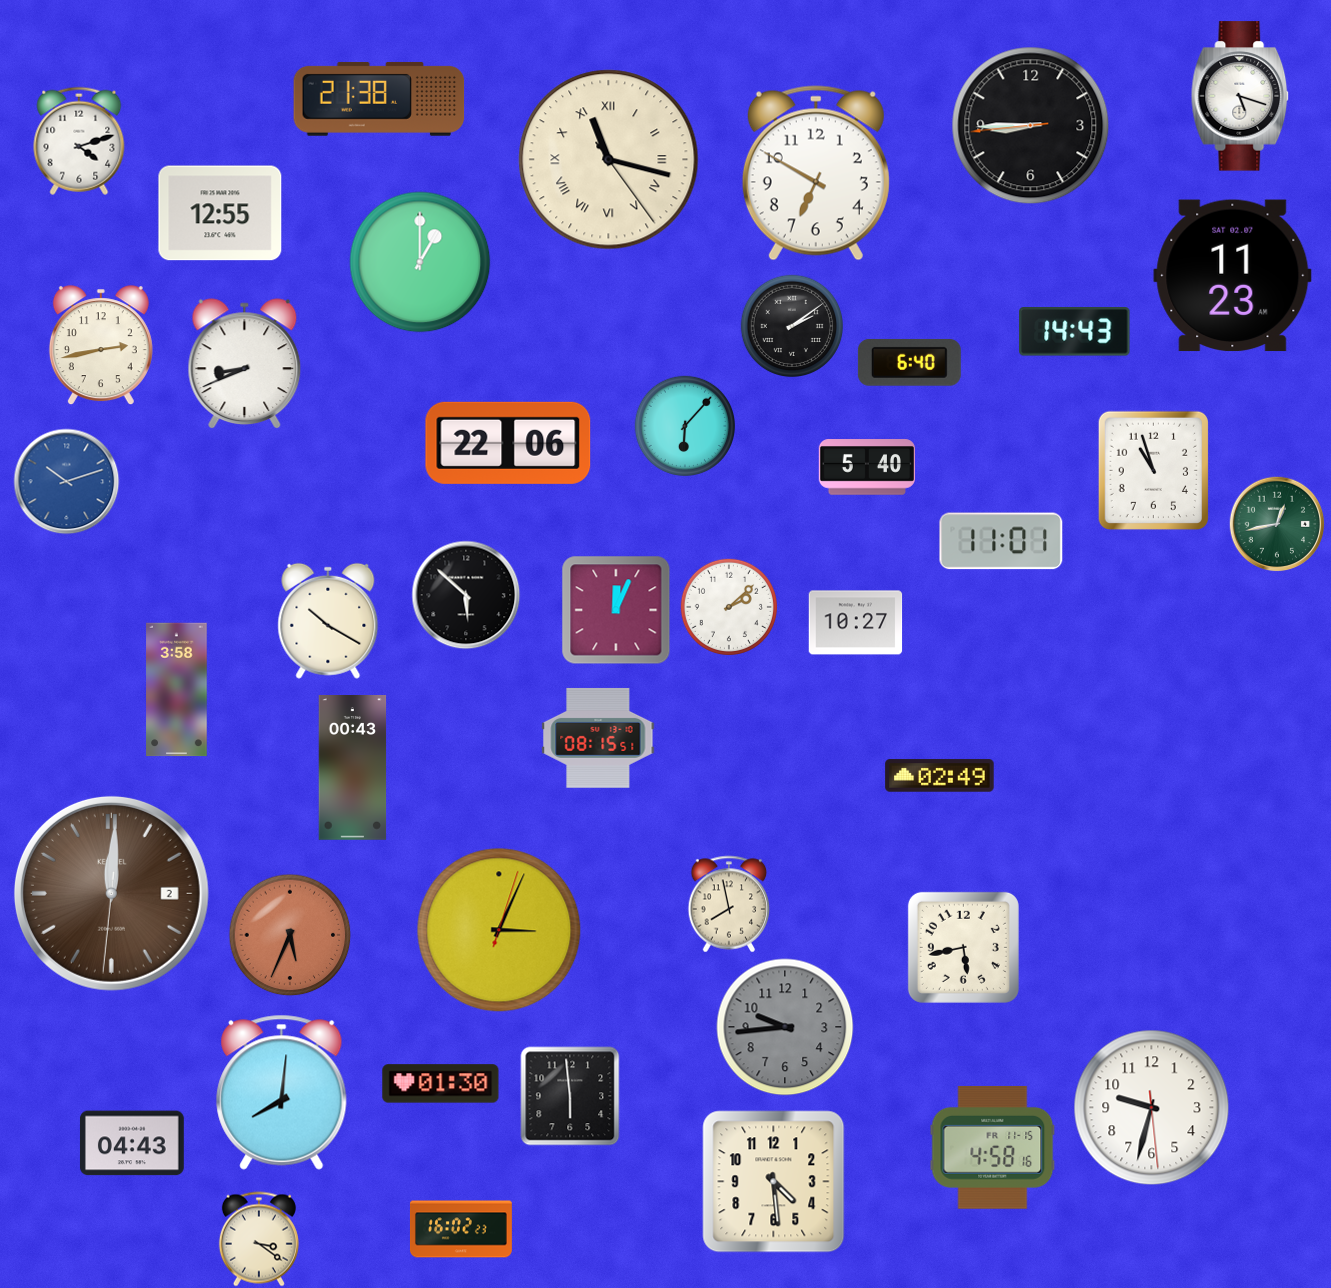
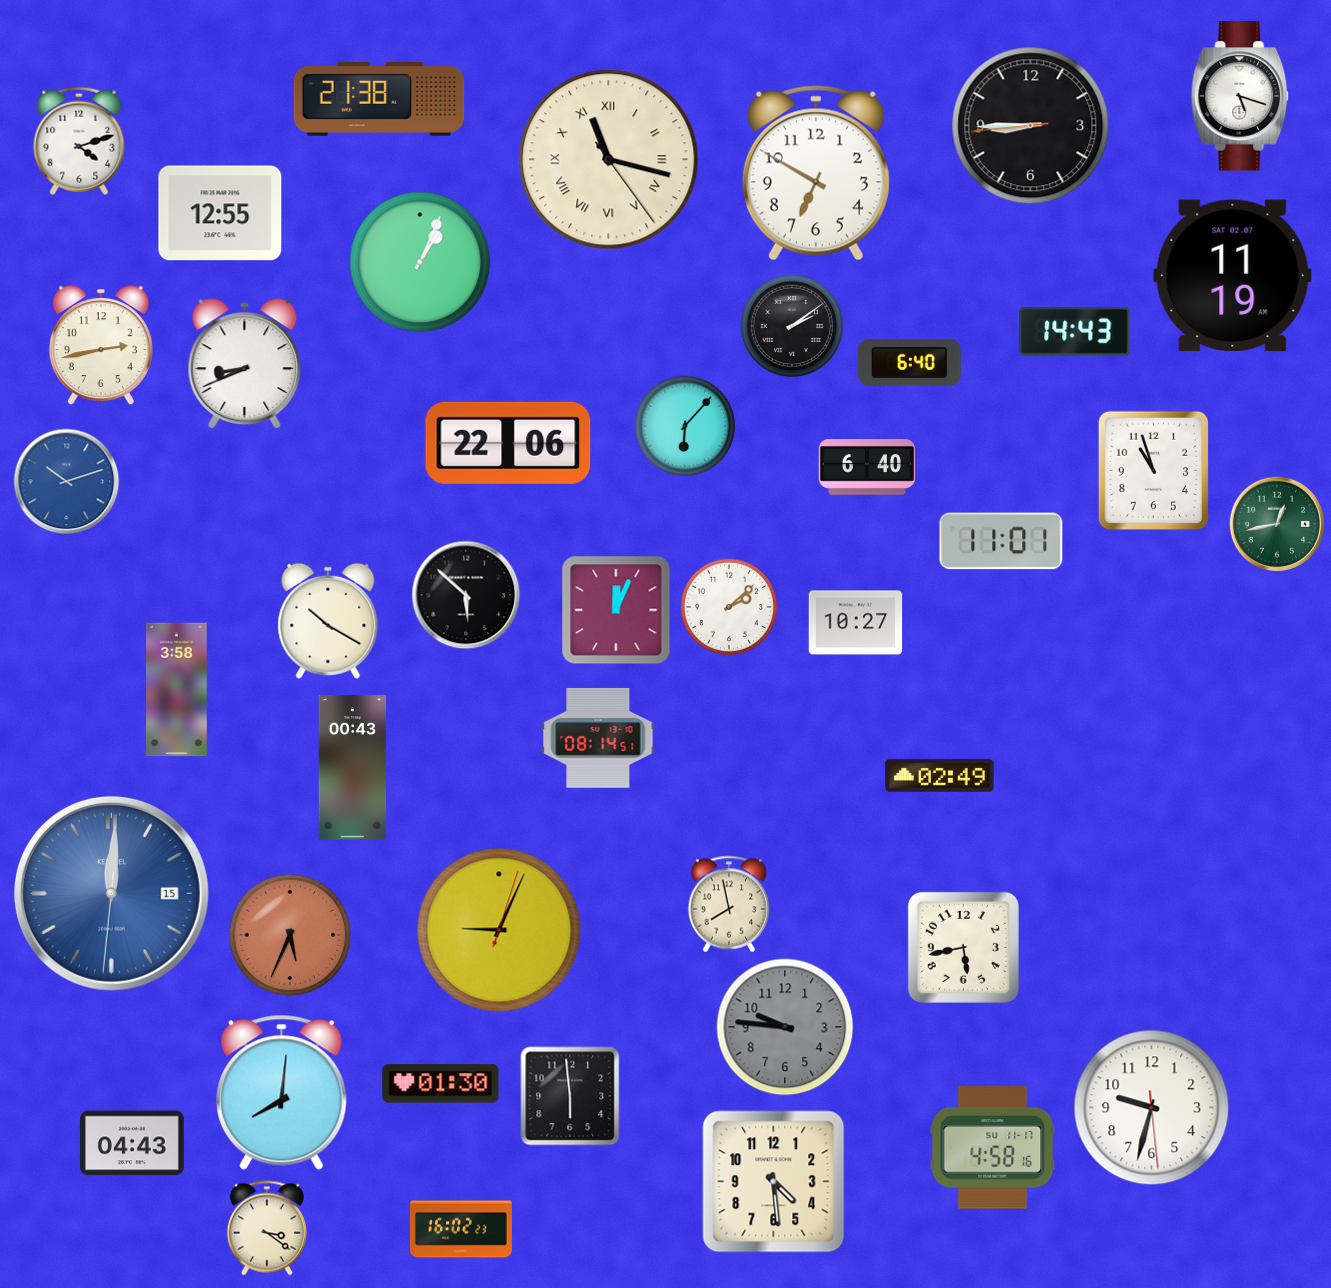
clock at (420, 262): 1:00 -> 1:04
clock at (1233, 276): 11:23 -> 11:19
clock at (866, 467): 5:40 -> 6:40
clock at (598, 738): 08:15 -> 08:14
clock at (111, 893) date: 2 -> 15
clock at (111, 893) dial: brown -> blue
clock at (499, 930): 3:04 -> 9:04
clock at (785, 1027): 9:44 -> 9:46
clock at (993, 1147) date: FR 11-15 -> SU 11-17
clock at (259, 1239) position: (259, 1239) -> (267, 1228)
